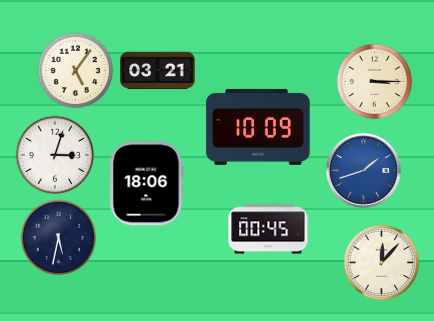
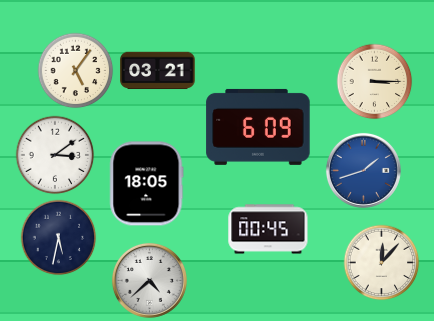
clock at (258, 127): 10:09 -> 6:09
clock at (55, 155): 3:03 -> 3:09
clock at (147, 184): 18:06 -> 18:05
clock at (149, 280): none -> 4:38
